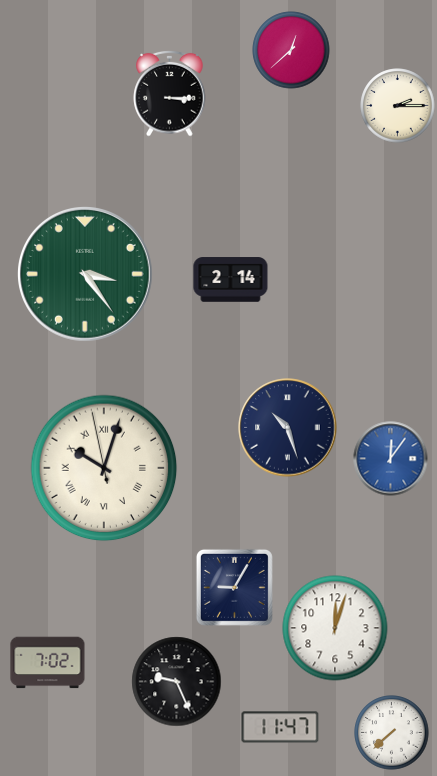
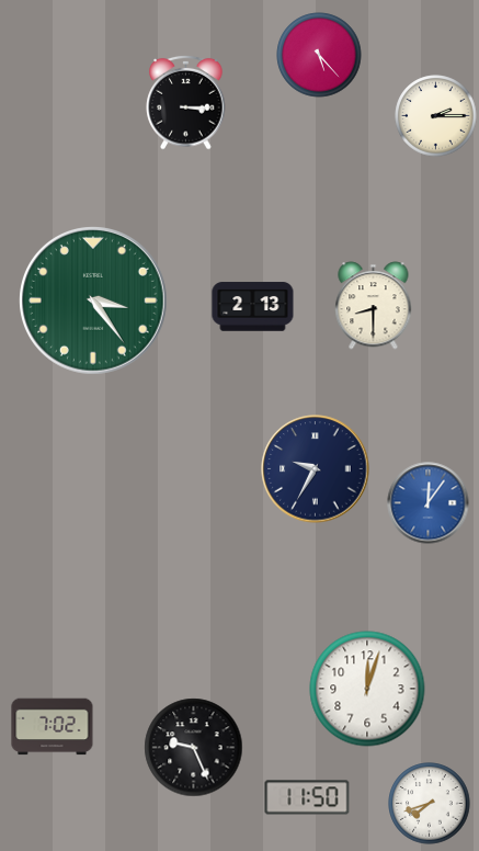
clock at (291, 50): 12:38 -> 5:23
clock at (374, 306): none -> 8:30
clock at (231, 280): 2:14 -> 2:13
clock at (288, 428): 10:27 -> 9:35
clock at (104, 468): 10:02 -> none
clock at (234, 587): 9:05 -> none
clock at (280, 727): 11:47 -> 11:50
clock at (392, 733): 7:38 -> 7:42
